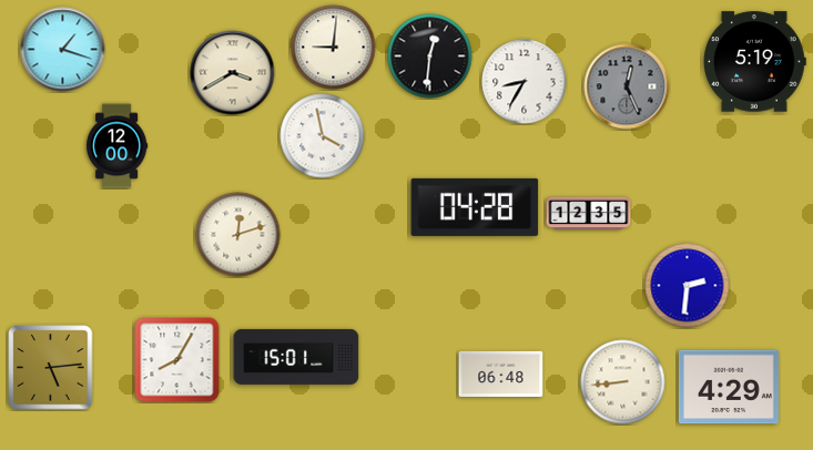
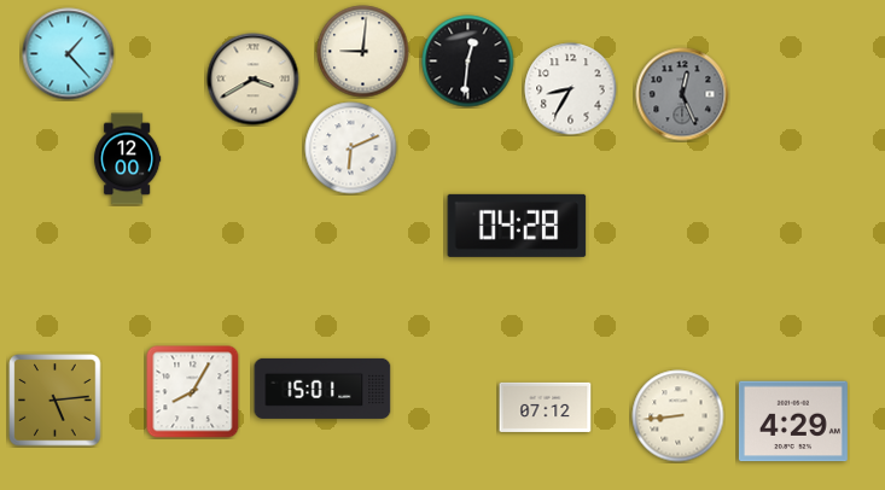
clock at (63, 50): 1:18 -> 1:23
clock at (755, 62): 5:19 -> none
clock at (323, 136): 3:58 -> 6:11
clock at (589, 214): 12:35 -> none
clock at (238, 235): 12:12 -> none
clock at (688, 286): 2:31 -> none
clock at (501, 374): 06:48 -> 07:12
